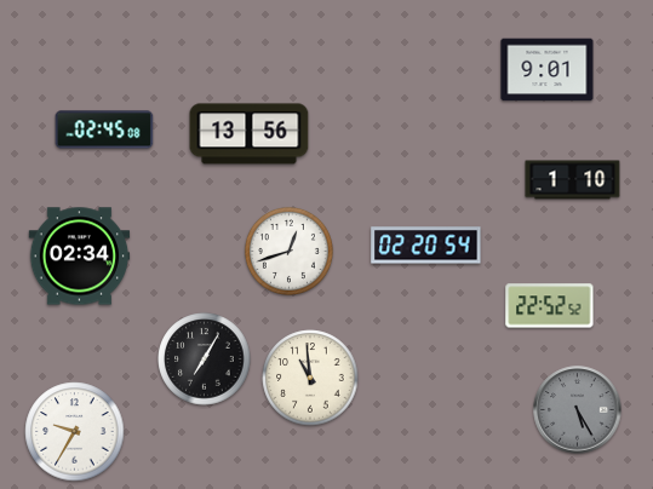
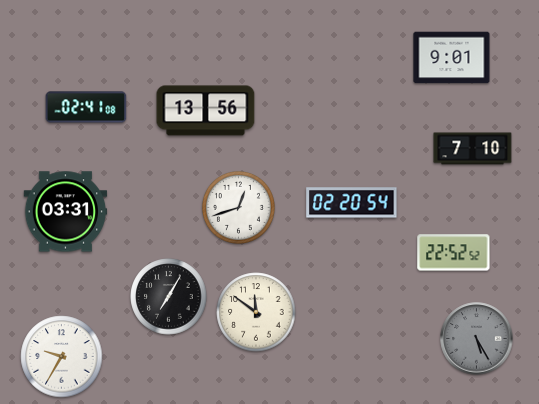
clock at (104, 130): 02:45 -> 02:41
clock at (573, 180): 1:10 -> 7:10
clock at (80, 257): 02:34 -> 03:31
clock at (310, 378): 10:59 -> 11:51
